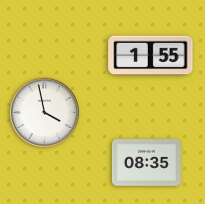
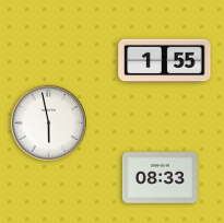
clock at (45, 113): 3:58 -> 5:58
clock at (146, 163): 08:35 -> 08:33
